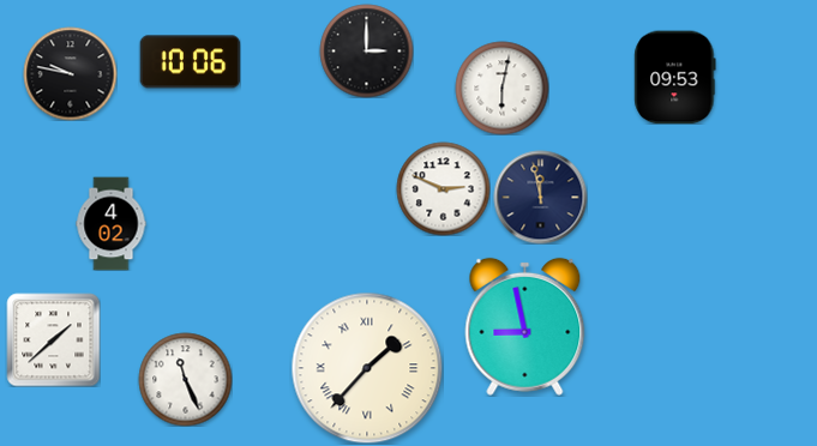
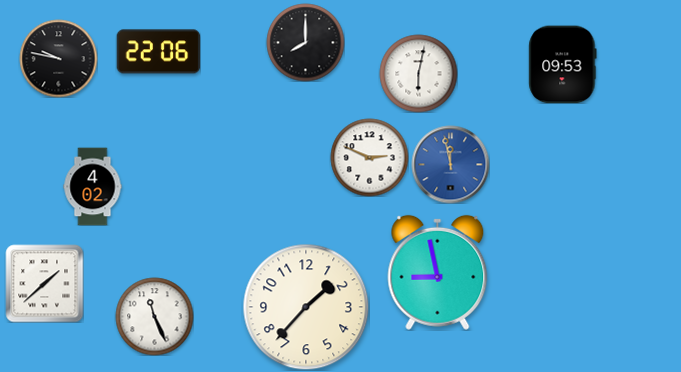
clock at (366, 50): 3:00 -> 8:00
clock at (190, 62): 10:06 -> 22:06
clock at (70, 73) position: (70, 73) -> (58, 58)
clock at (540, 197) dial: navy -> blue
clock at (367, 368) numerals: Roman -> Arabic
